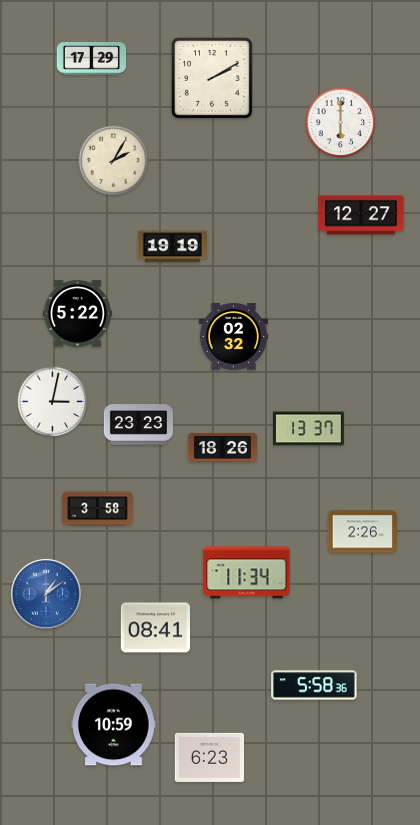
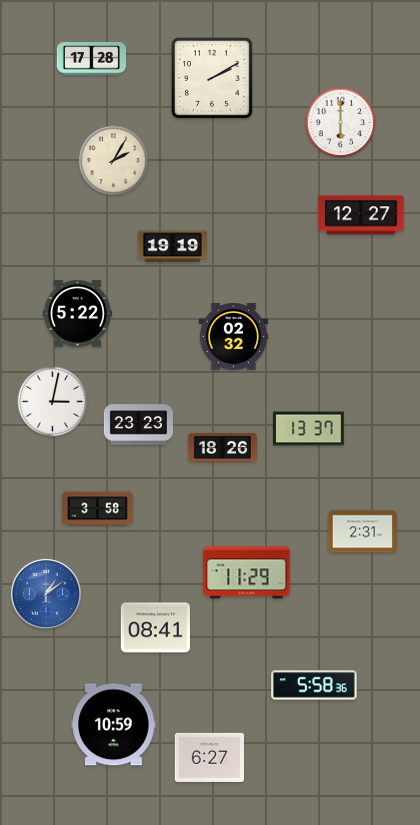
clock at (91, 59): 17:29 -> 17:28
clock at (362, 532): 2:26 -> 2:31
clock at (247, 573): 11:34 -> 11:29
clock at (209, 757): 6:23 -> 6:27
